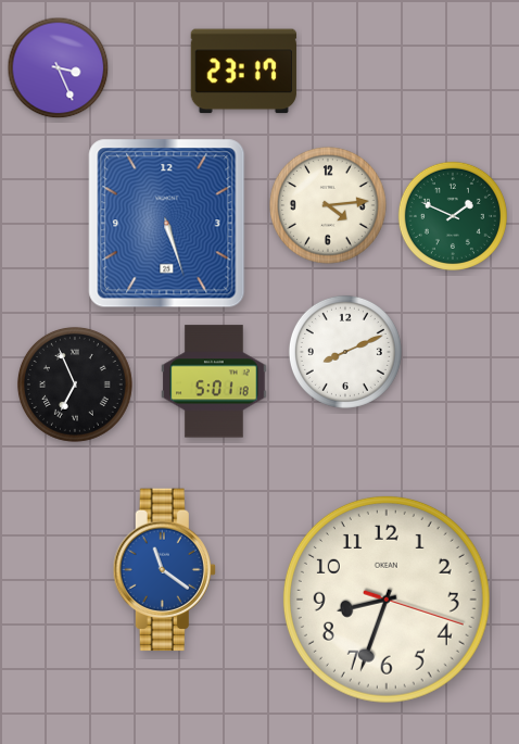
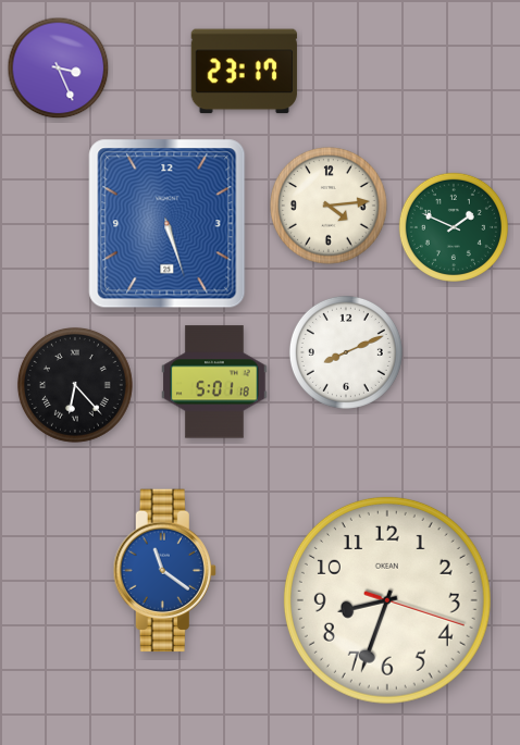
clock at (453, 216) position: (453, 216) -> (454, 227)
clock at (75, 384): 6:56 -> 6:23
